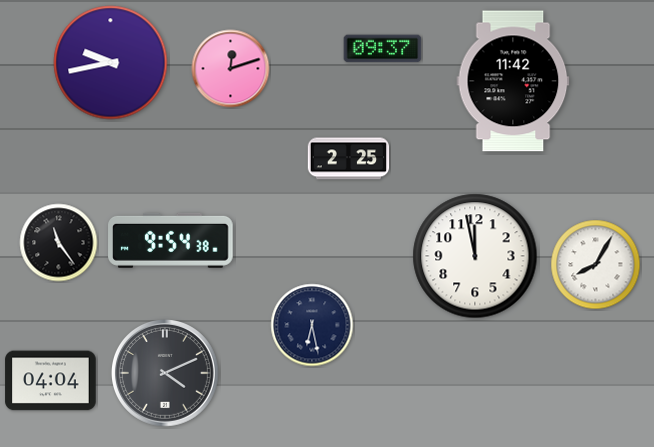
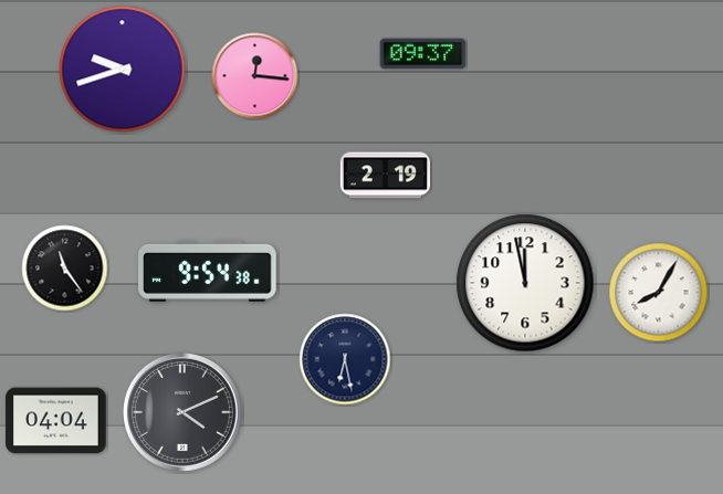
clock at (111, 63): 9:43 -> 9:42
clock at (231, 69): 12:12 -> 12:16
clock at (513, 81): 11:42 -> none
clock at (349, 159): 2:25 -> 2:19
clock at (171, 240) position: (171, 240) -> (208, 271)
